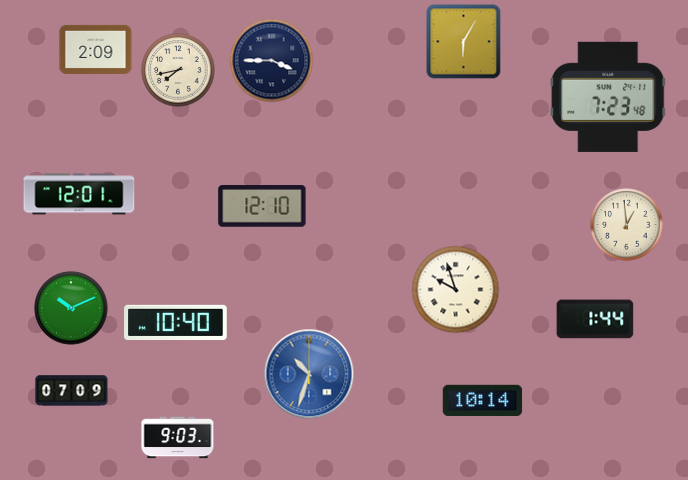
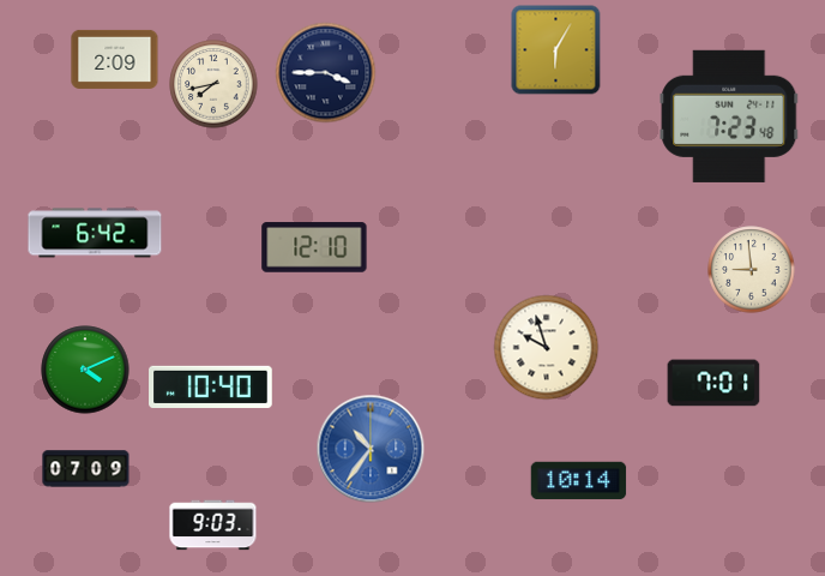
clock at (79, 194): 12:01 -> 6:42
clock at (627, 225): 12:59 -> 8:59
clock at (71, 308): 10:11 -> 4:11
clock at (595, 319): 1:44 -> 7:01
clock at (309, 374): 10:33 -> 10:36
